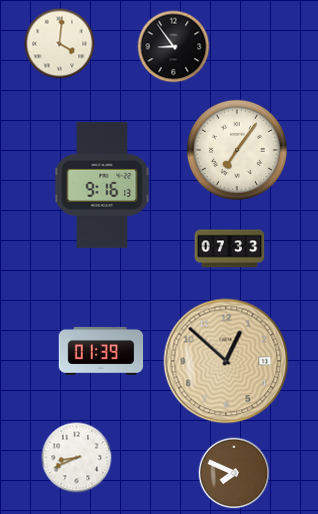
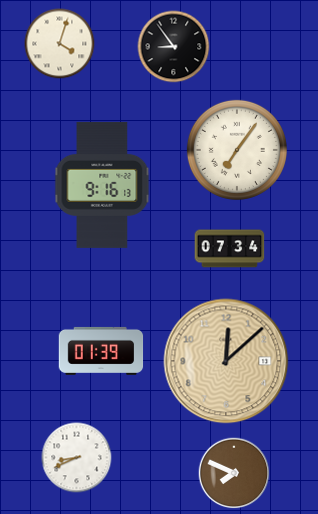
clock at (60, 44): 4:01 -> 4:03
clock at (230, 249): 07:33 -> 07:34
clock at (226, 361): 12:52 -> 12:08
